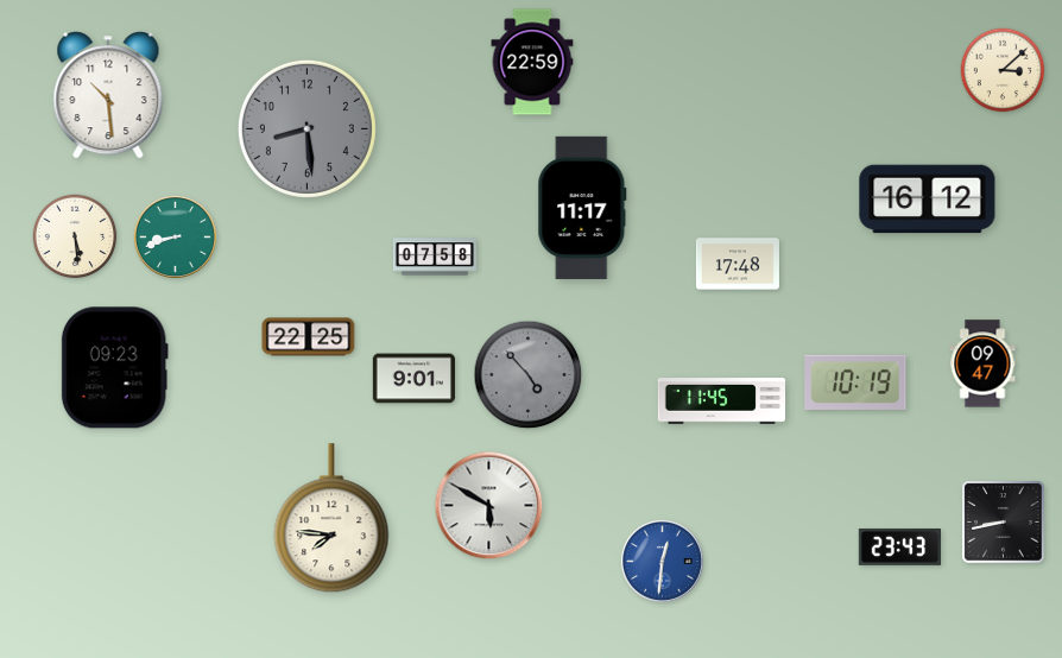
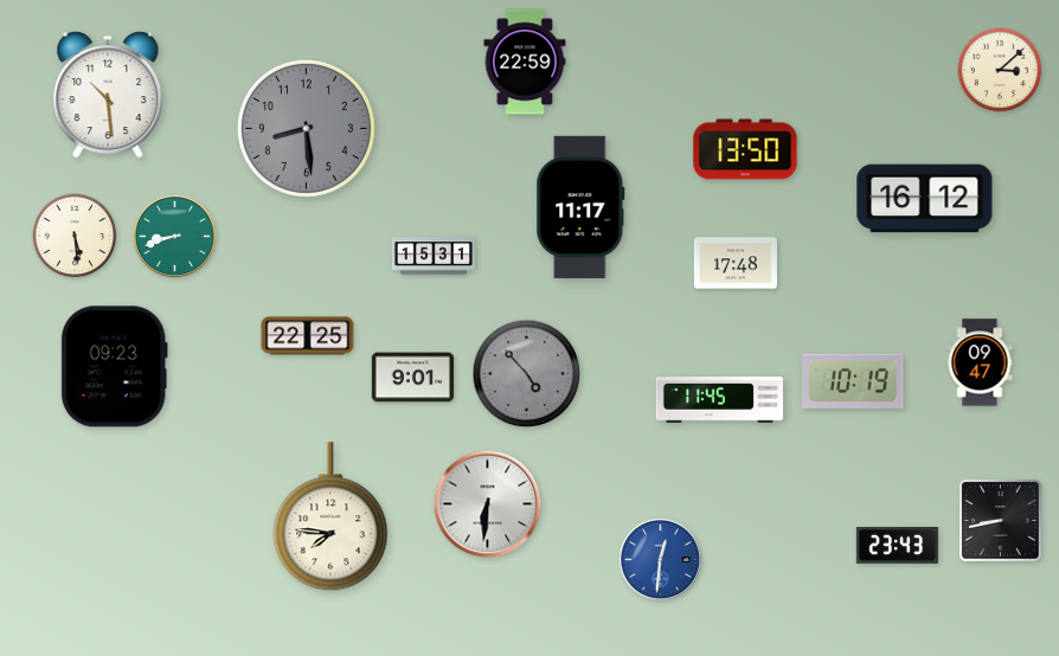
clock at (532, 62) position: (532, 62) -> (525, 62)
clock at (745, 149): none -> 13:50
clock at (435, 257): 07:58 -> 15:31
clock at (489, 506): 5:50 -> 6:31
